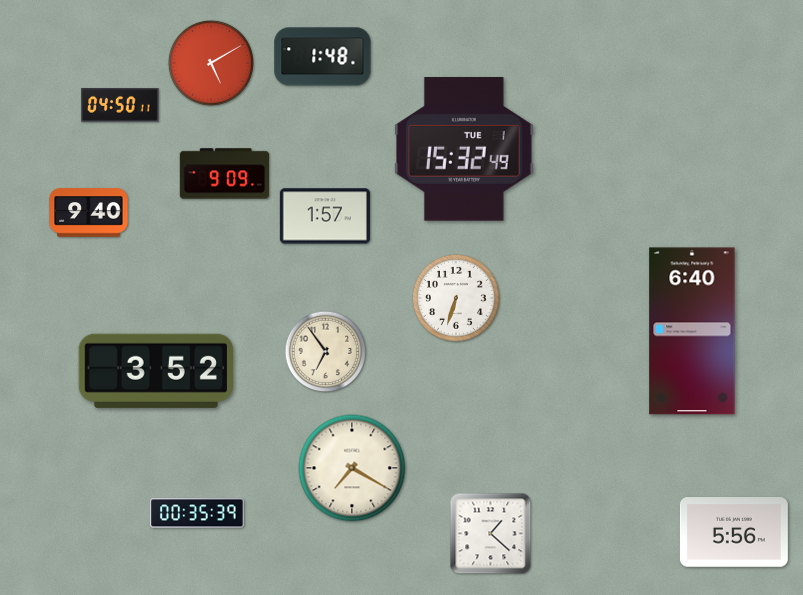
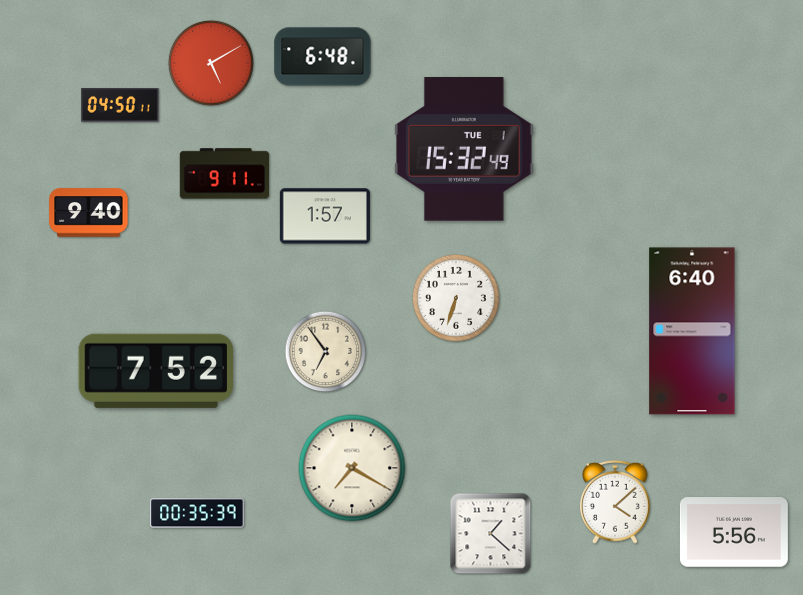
clock at (323, 57): 1:48 -> 6:48
clock at (225, 174): 9:09 -> 9:11
clock at (155, 371): 3:52 -> 7:52
clock at (616, 502): none -> 4:08
